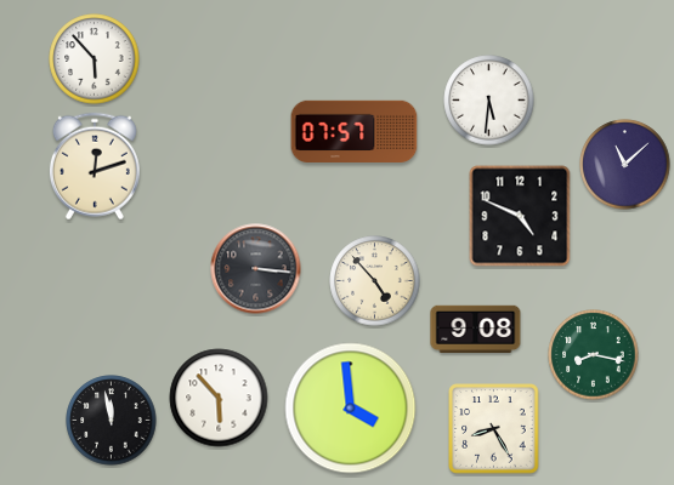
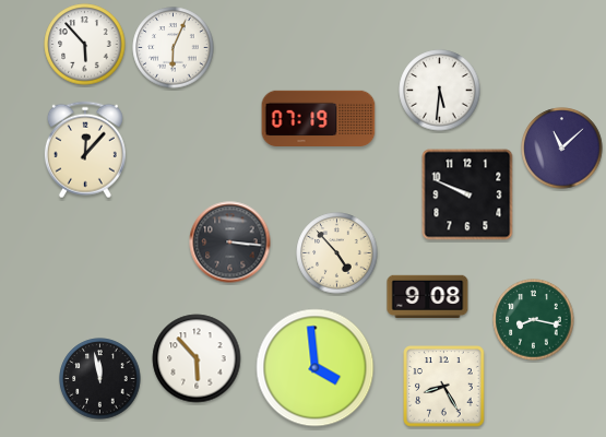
clock at (174, 48): none -> 6:04
clock at (95, 59) position: (95, 59) -> (85, 45)
clock at (355, 131): 07:57 -> 07:19
clock at (95, 166): 12:12 -> 12:07
clock at (520, 216): 4:49 -> 9:49
